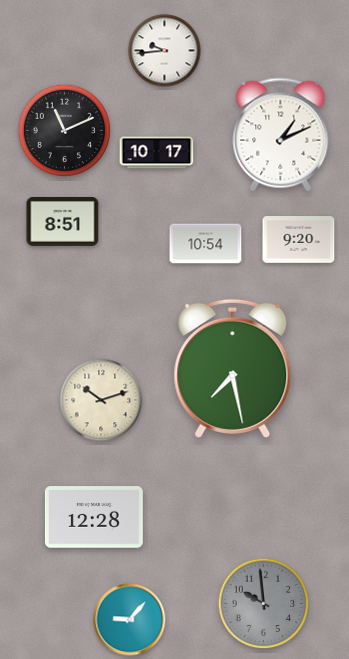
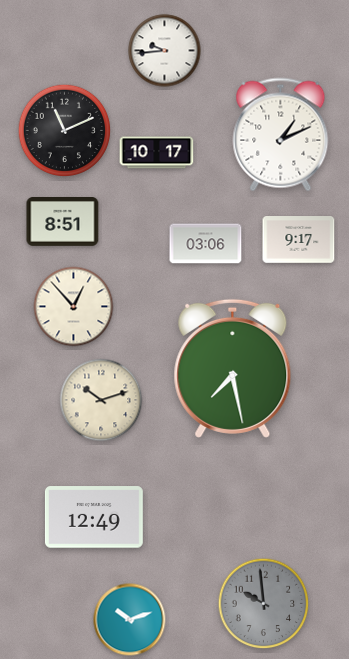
clock at (299, 240): 9:20 -> 9:17
clock at (206, 244): 10:54 -> 03:06
clock at (74, 307): none -> 12:53
clock at (94, 517): 12:28 -> 12:49
clock at (130, 620): 9:07 -> 10:12
